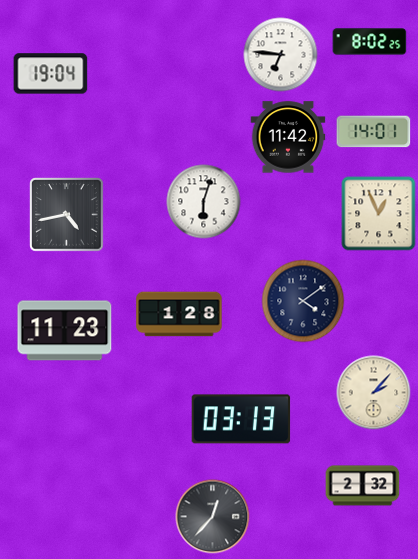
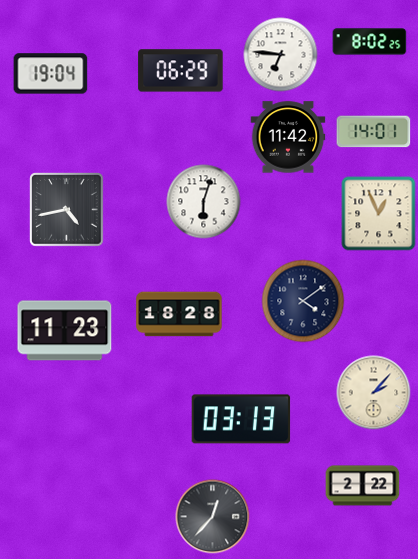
clock at (181, 71): none -> 06:29
clock at (67, 215) position: (67, 215) -> (67, 210)
clock at (179, 314): 1:28 -> 18:28
clock at (363, 486): 2:32 -> 2:22
